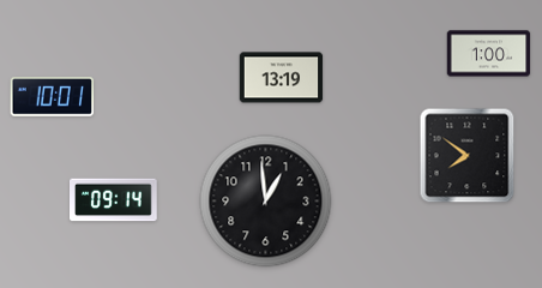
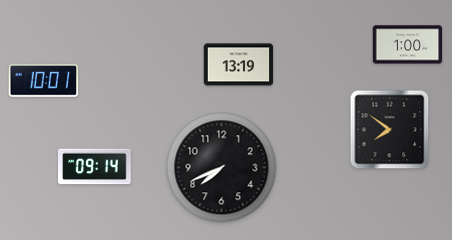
clock at (282, 78) position: (282, 78) -> (239, 65)
clock at (266, 202): 12:59 -> 7:41
